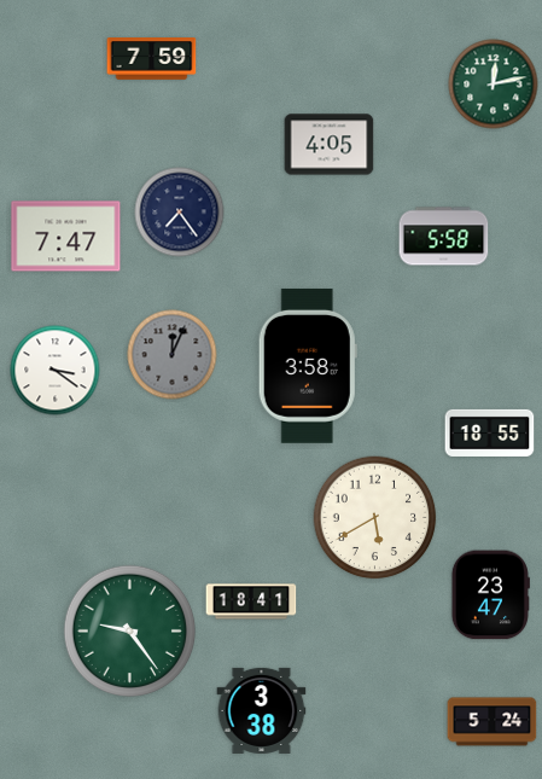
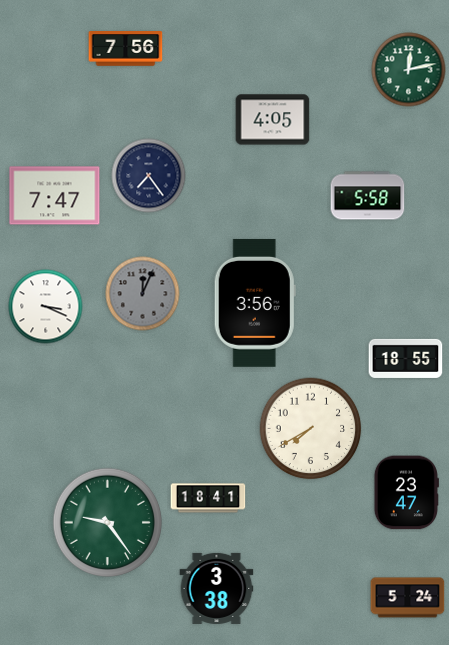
clock at (152, 59): 7:59 -> 7:56
clock at (308, 366): 3:58 -> 3:56
clock at (56, 371): 3:21 -> 3:19
clock at (375, 518): 5:40 -> 7:40
